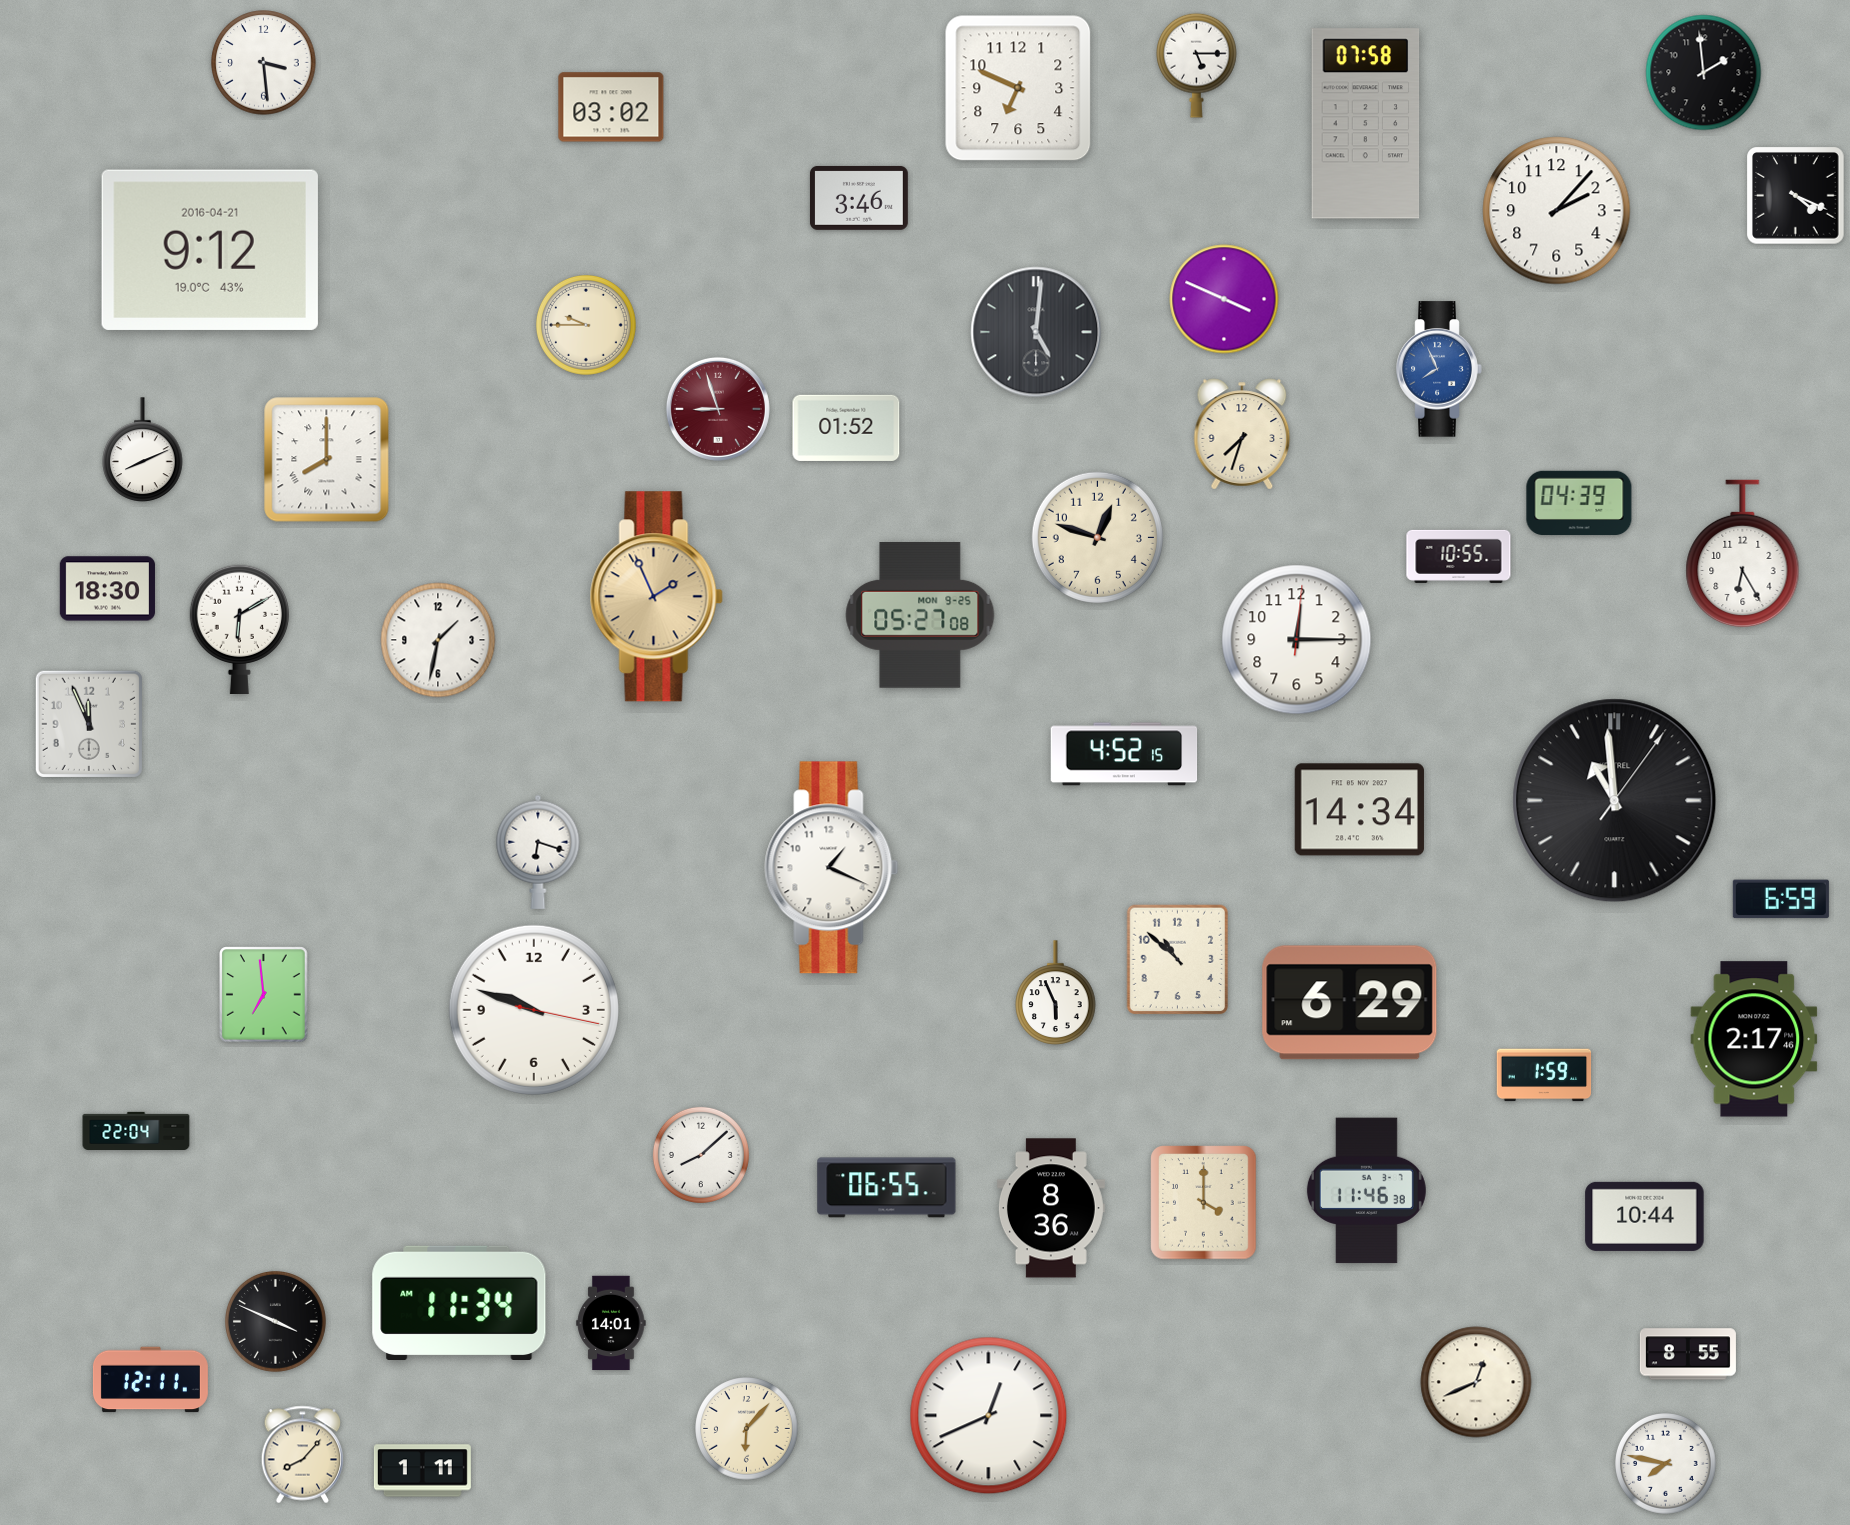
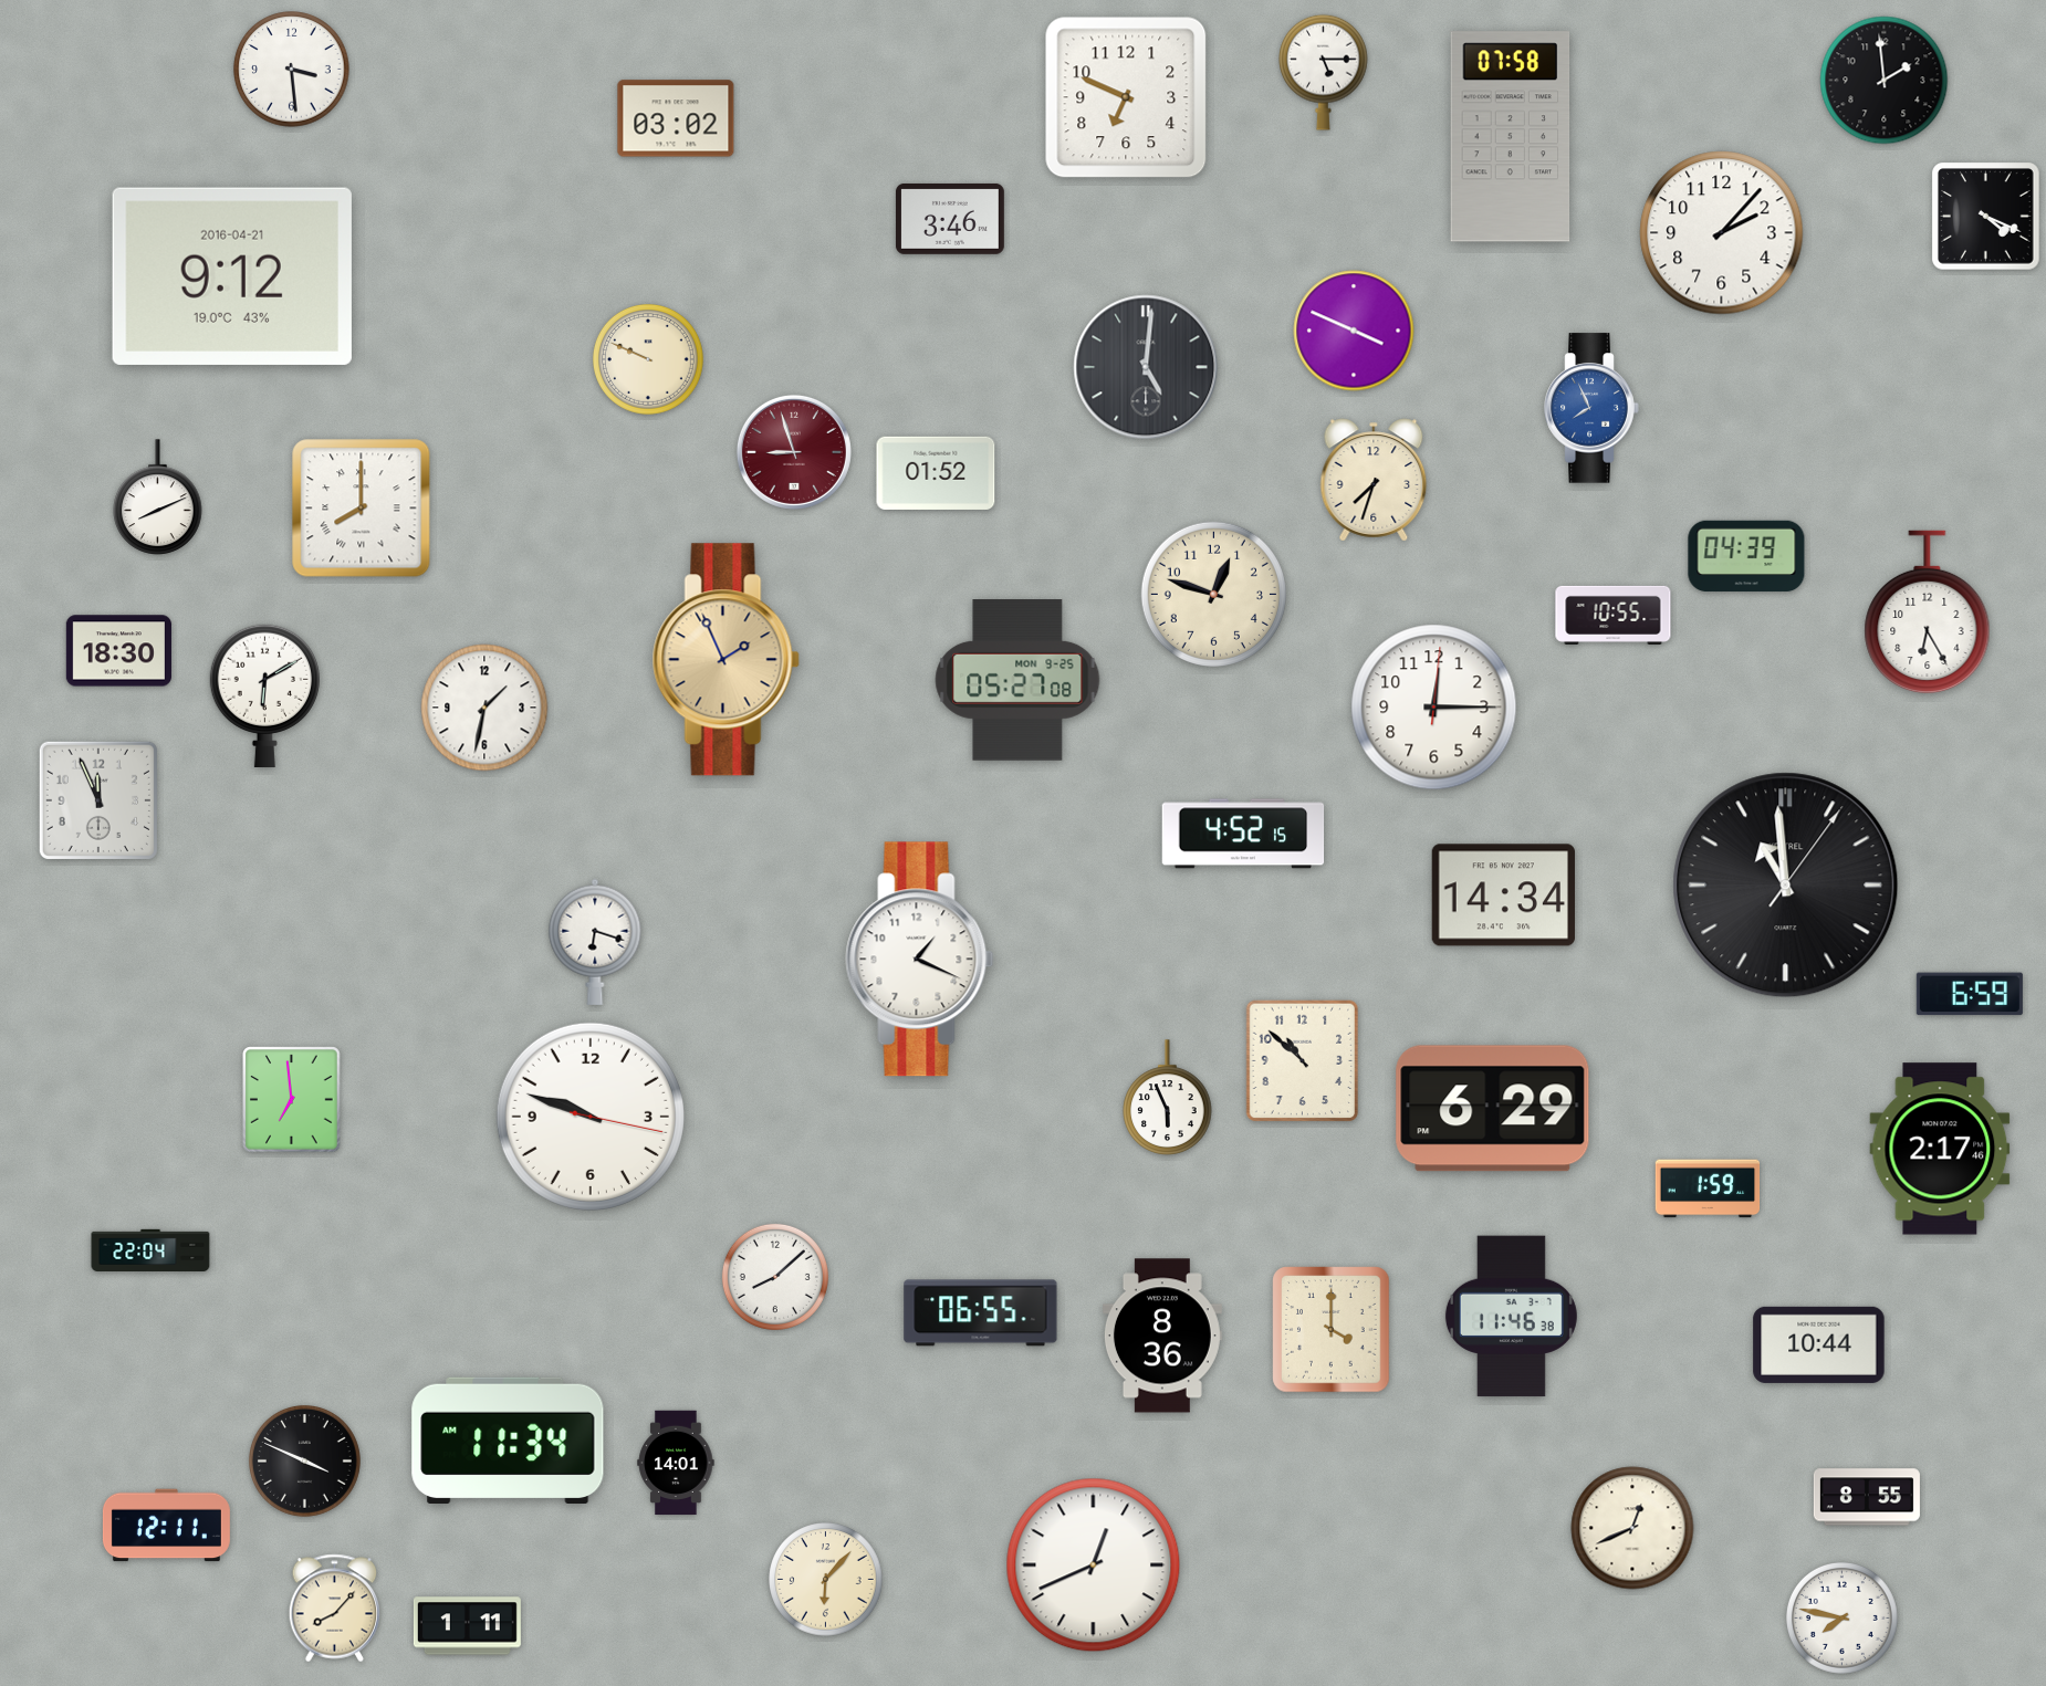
clock at (586, 325): 9:45 -> 9:49
